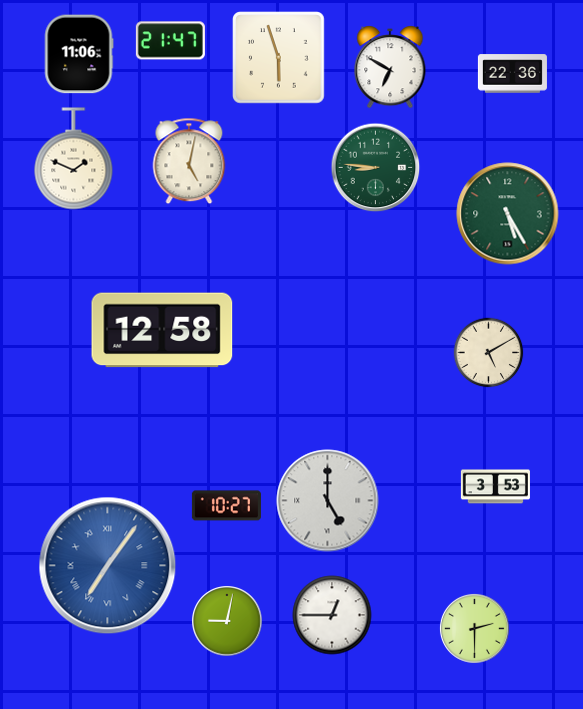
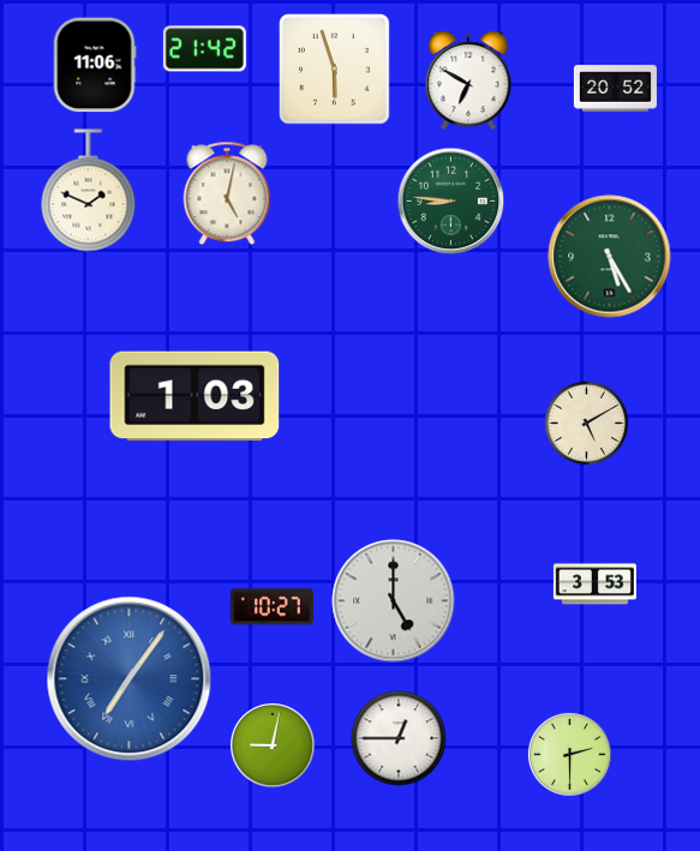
clock at (170, 41): 21:47 -> 21:42
clock at (512, 74): 22:36 -> 20:52
clock at (162, 330): 12:58 -> 1:03
